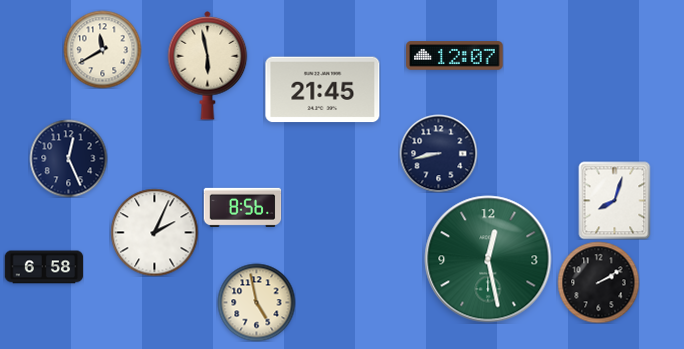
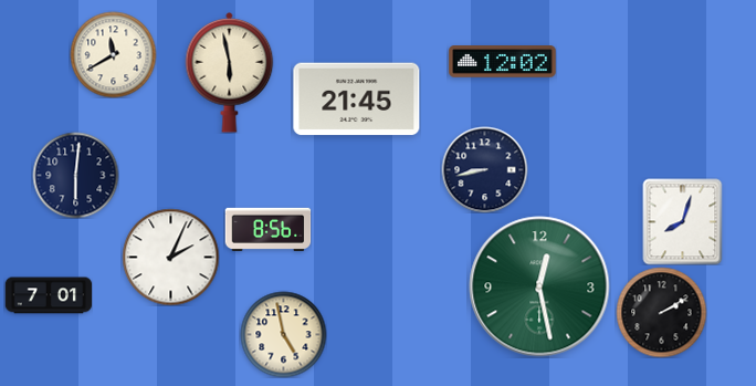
clock at (455, 56): 12:07 -> 12:02
clock at (68, 158): 12:26 -> 6:01
clock at (615, 200) position: (615, 200) -> (683, 221)
clock at (44, 267): 6:58 -> 7:01
